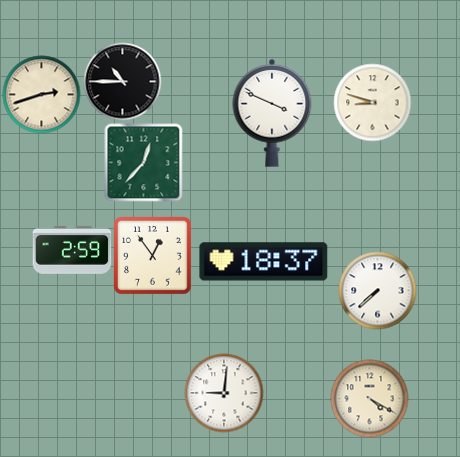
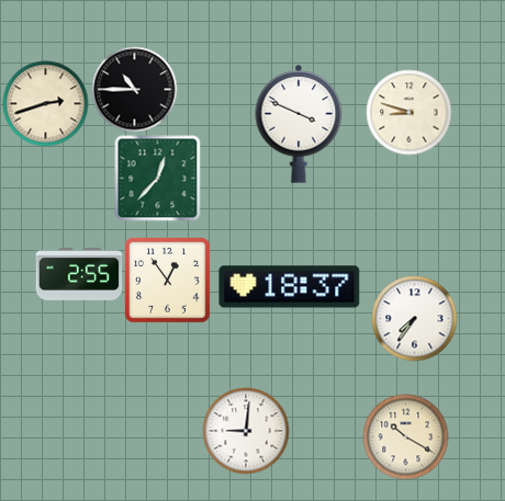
clock at (72, 250): 2:59 -> 2:55
clock at (377, 290): 7:38 -> 7:36
clock at (369, 398): 4:20 -> 10:20
